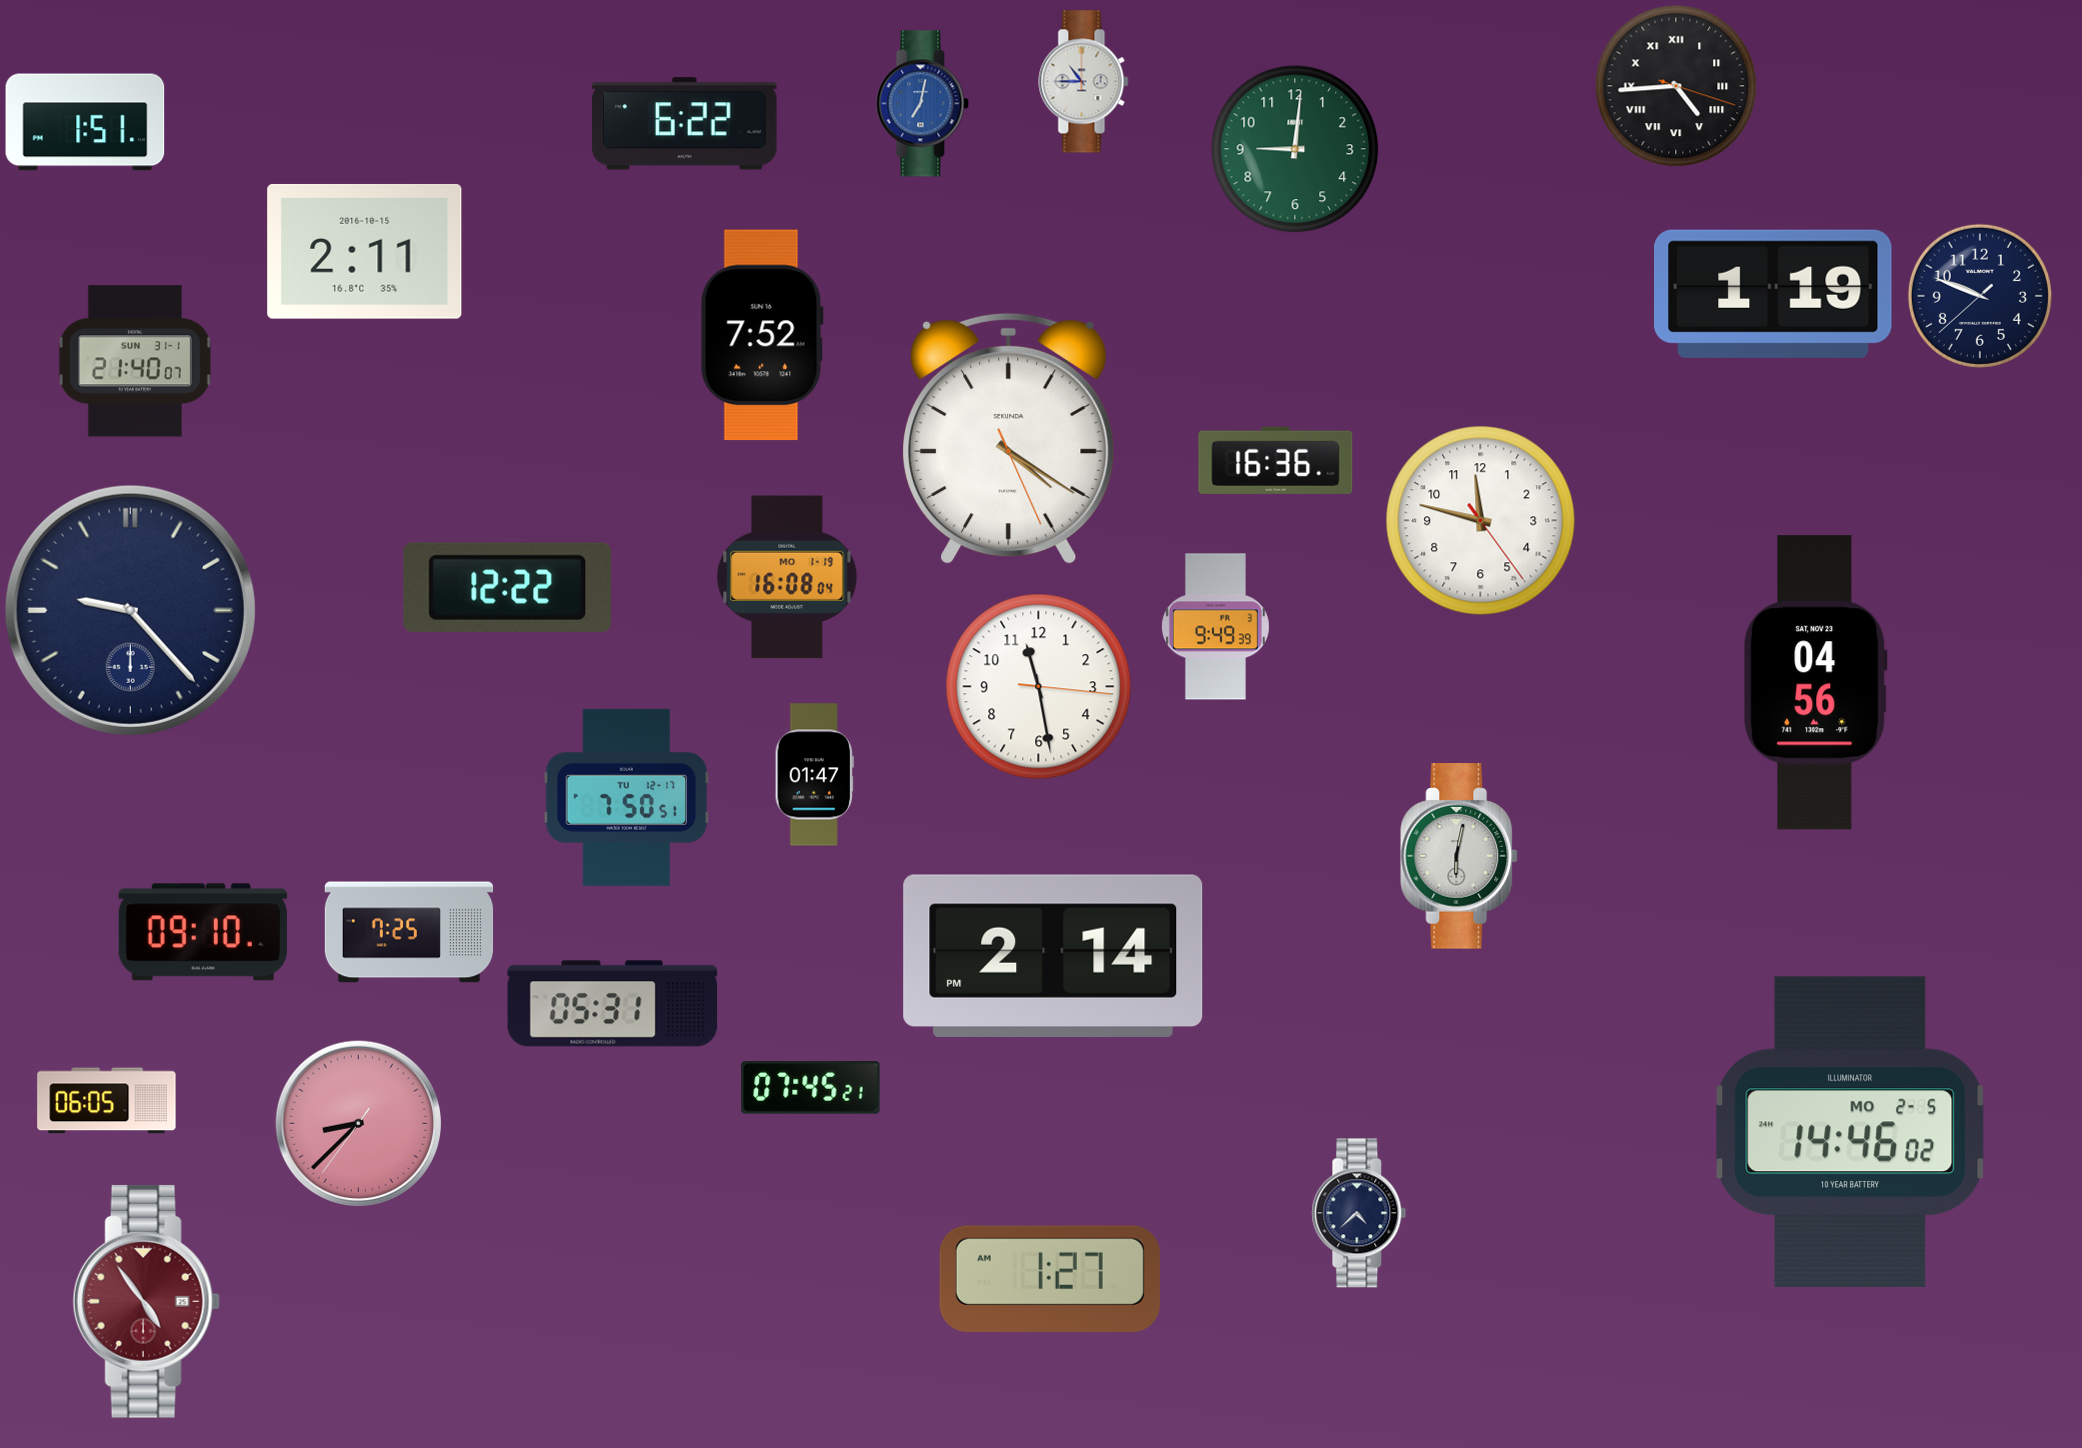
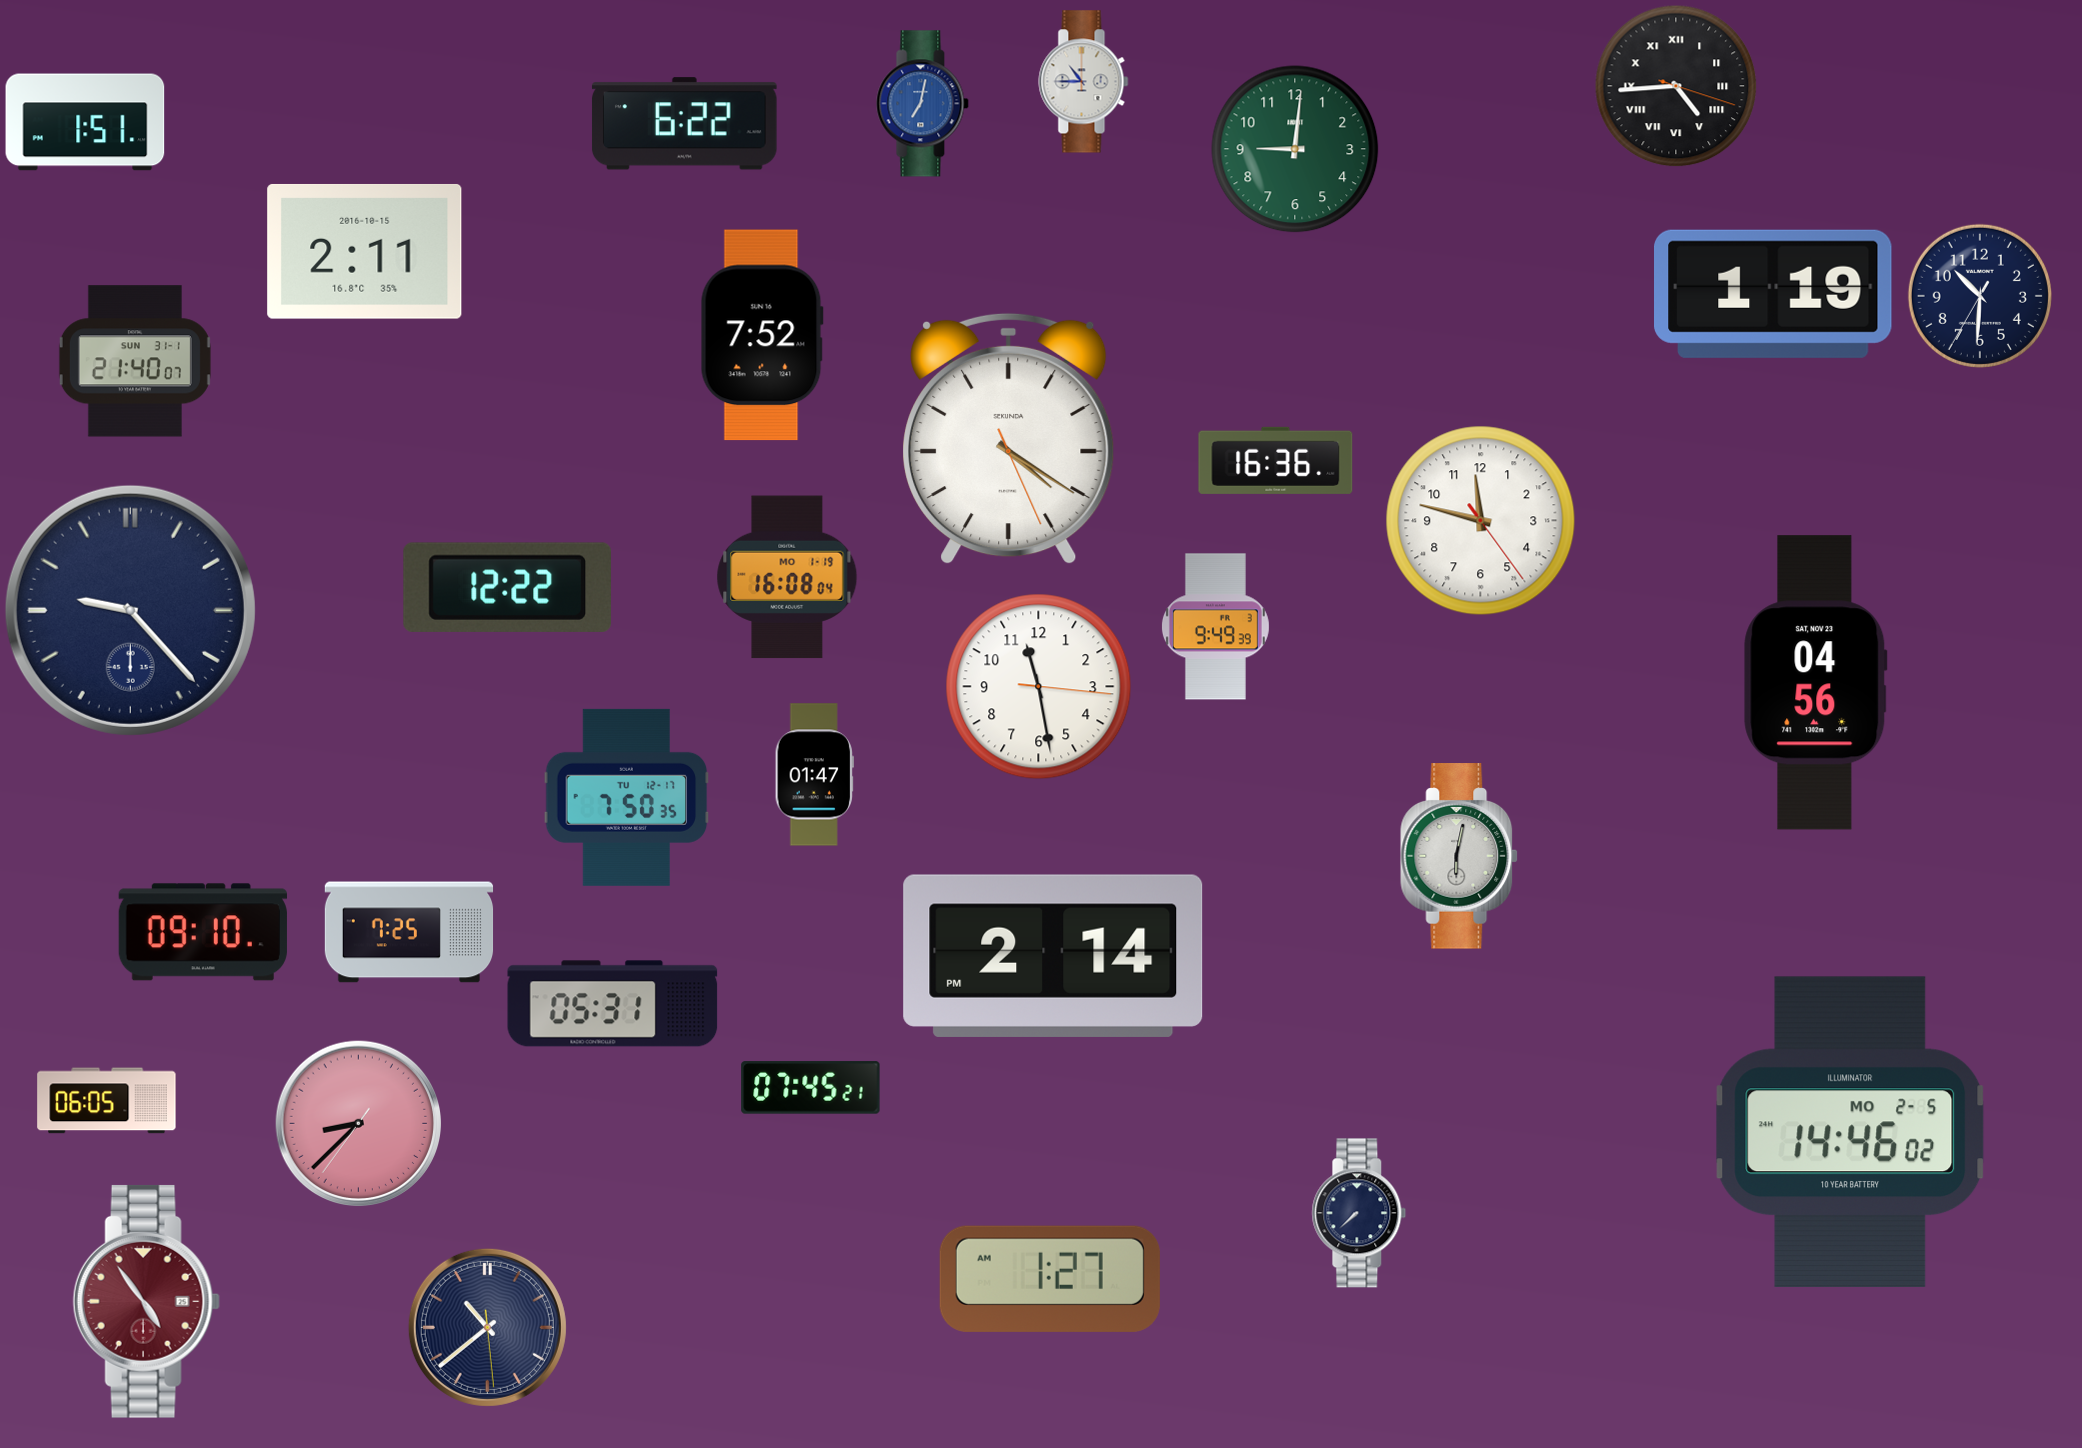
clock at (1980, 296): 9:48 -> 10:30
clock at (627, 797): 7:50:51 -> 7:50:35
clock at (1359, 1213): 4:38 -> 7:38
clock at (487, 1327): none -> 10:38
